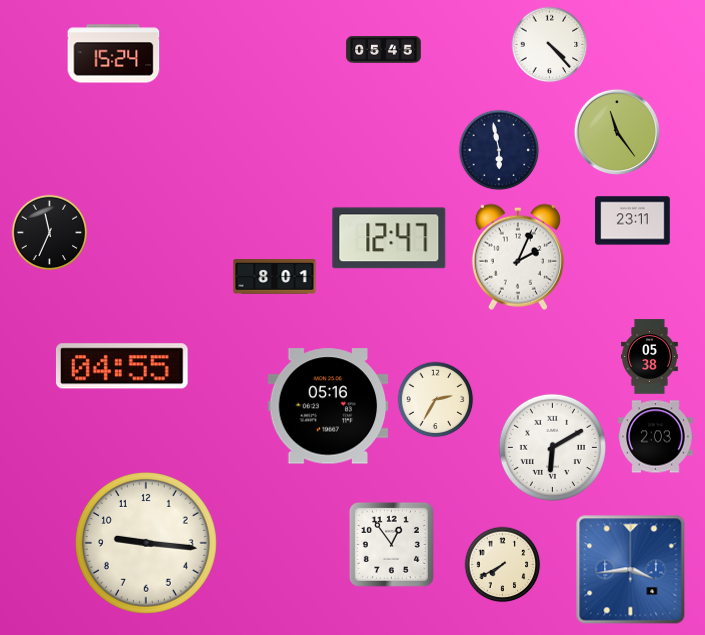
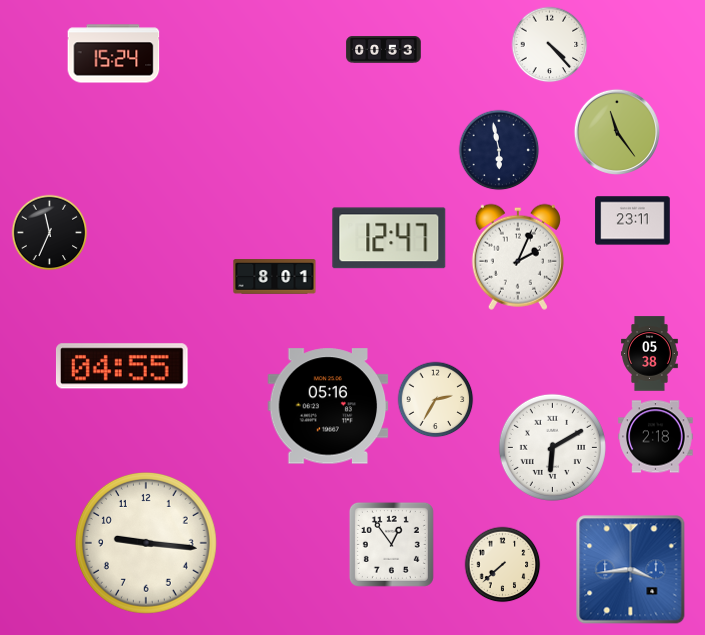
clock at (384, 50): 05:45 -> 00:53
clock at (650, 357) position: (650, 357) -> (650, 354)
clock at (656, 437): 2:03 -> 2:18
clock at (503, 565): 7:40 -> 7:38
